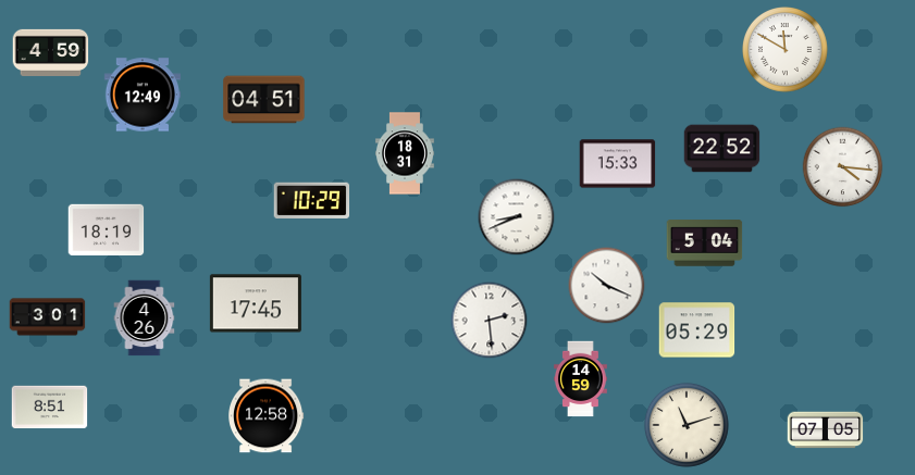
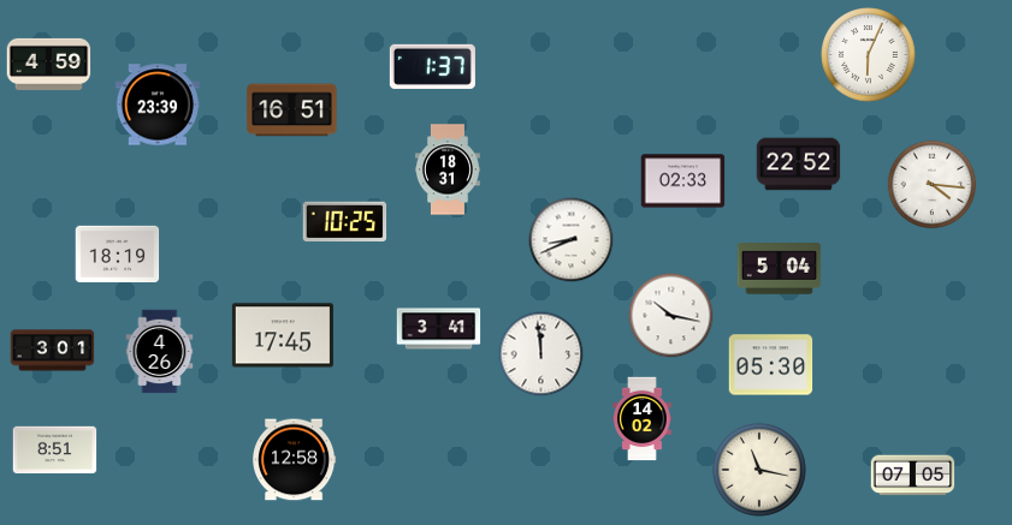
clock at (786, 50): 11:50 -> 6:04
clock at (51, 52) position: (51, 52) -> (49, 64)
clock at (432, 66): none -> 1:37
clock at (141, 95): 12:49 -> 23:39
clock at (264, 100): 04:51 -> 16:51
clock at (618, 164): 15:33 -> 02:33
clock at (312, 200): 10:29 -> 10:25
clock at (607, 286): 10:19 -> 10:17
clock at (439, 329): none -> 3:41
clock at (490, 321): 2:29 -> 11:59
clock at (697, 330): 05:29 -> 05:30
clock at (581, 379): 14:59 -> 14:02
clock at (687, 425): 11:12 -> 11:17
